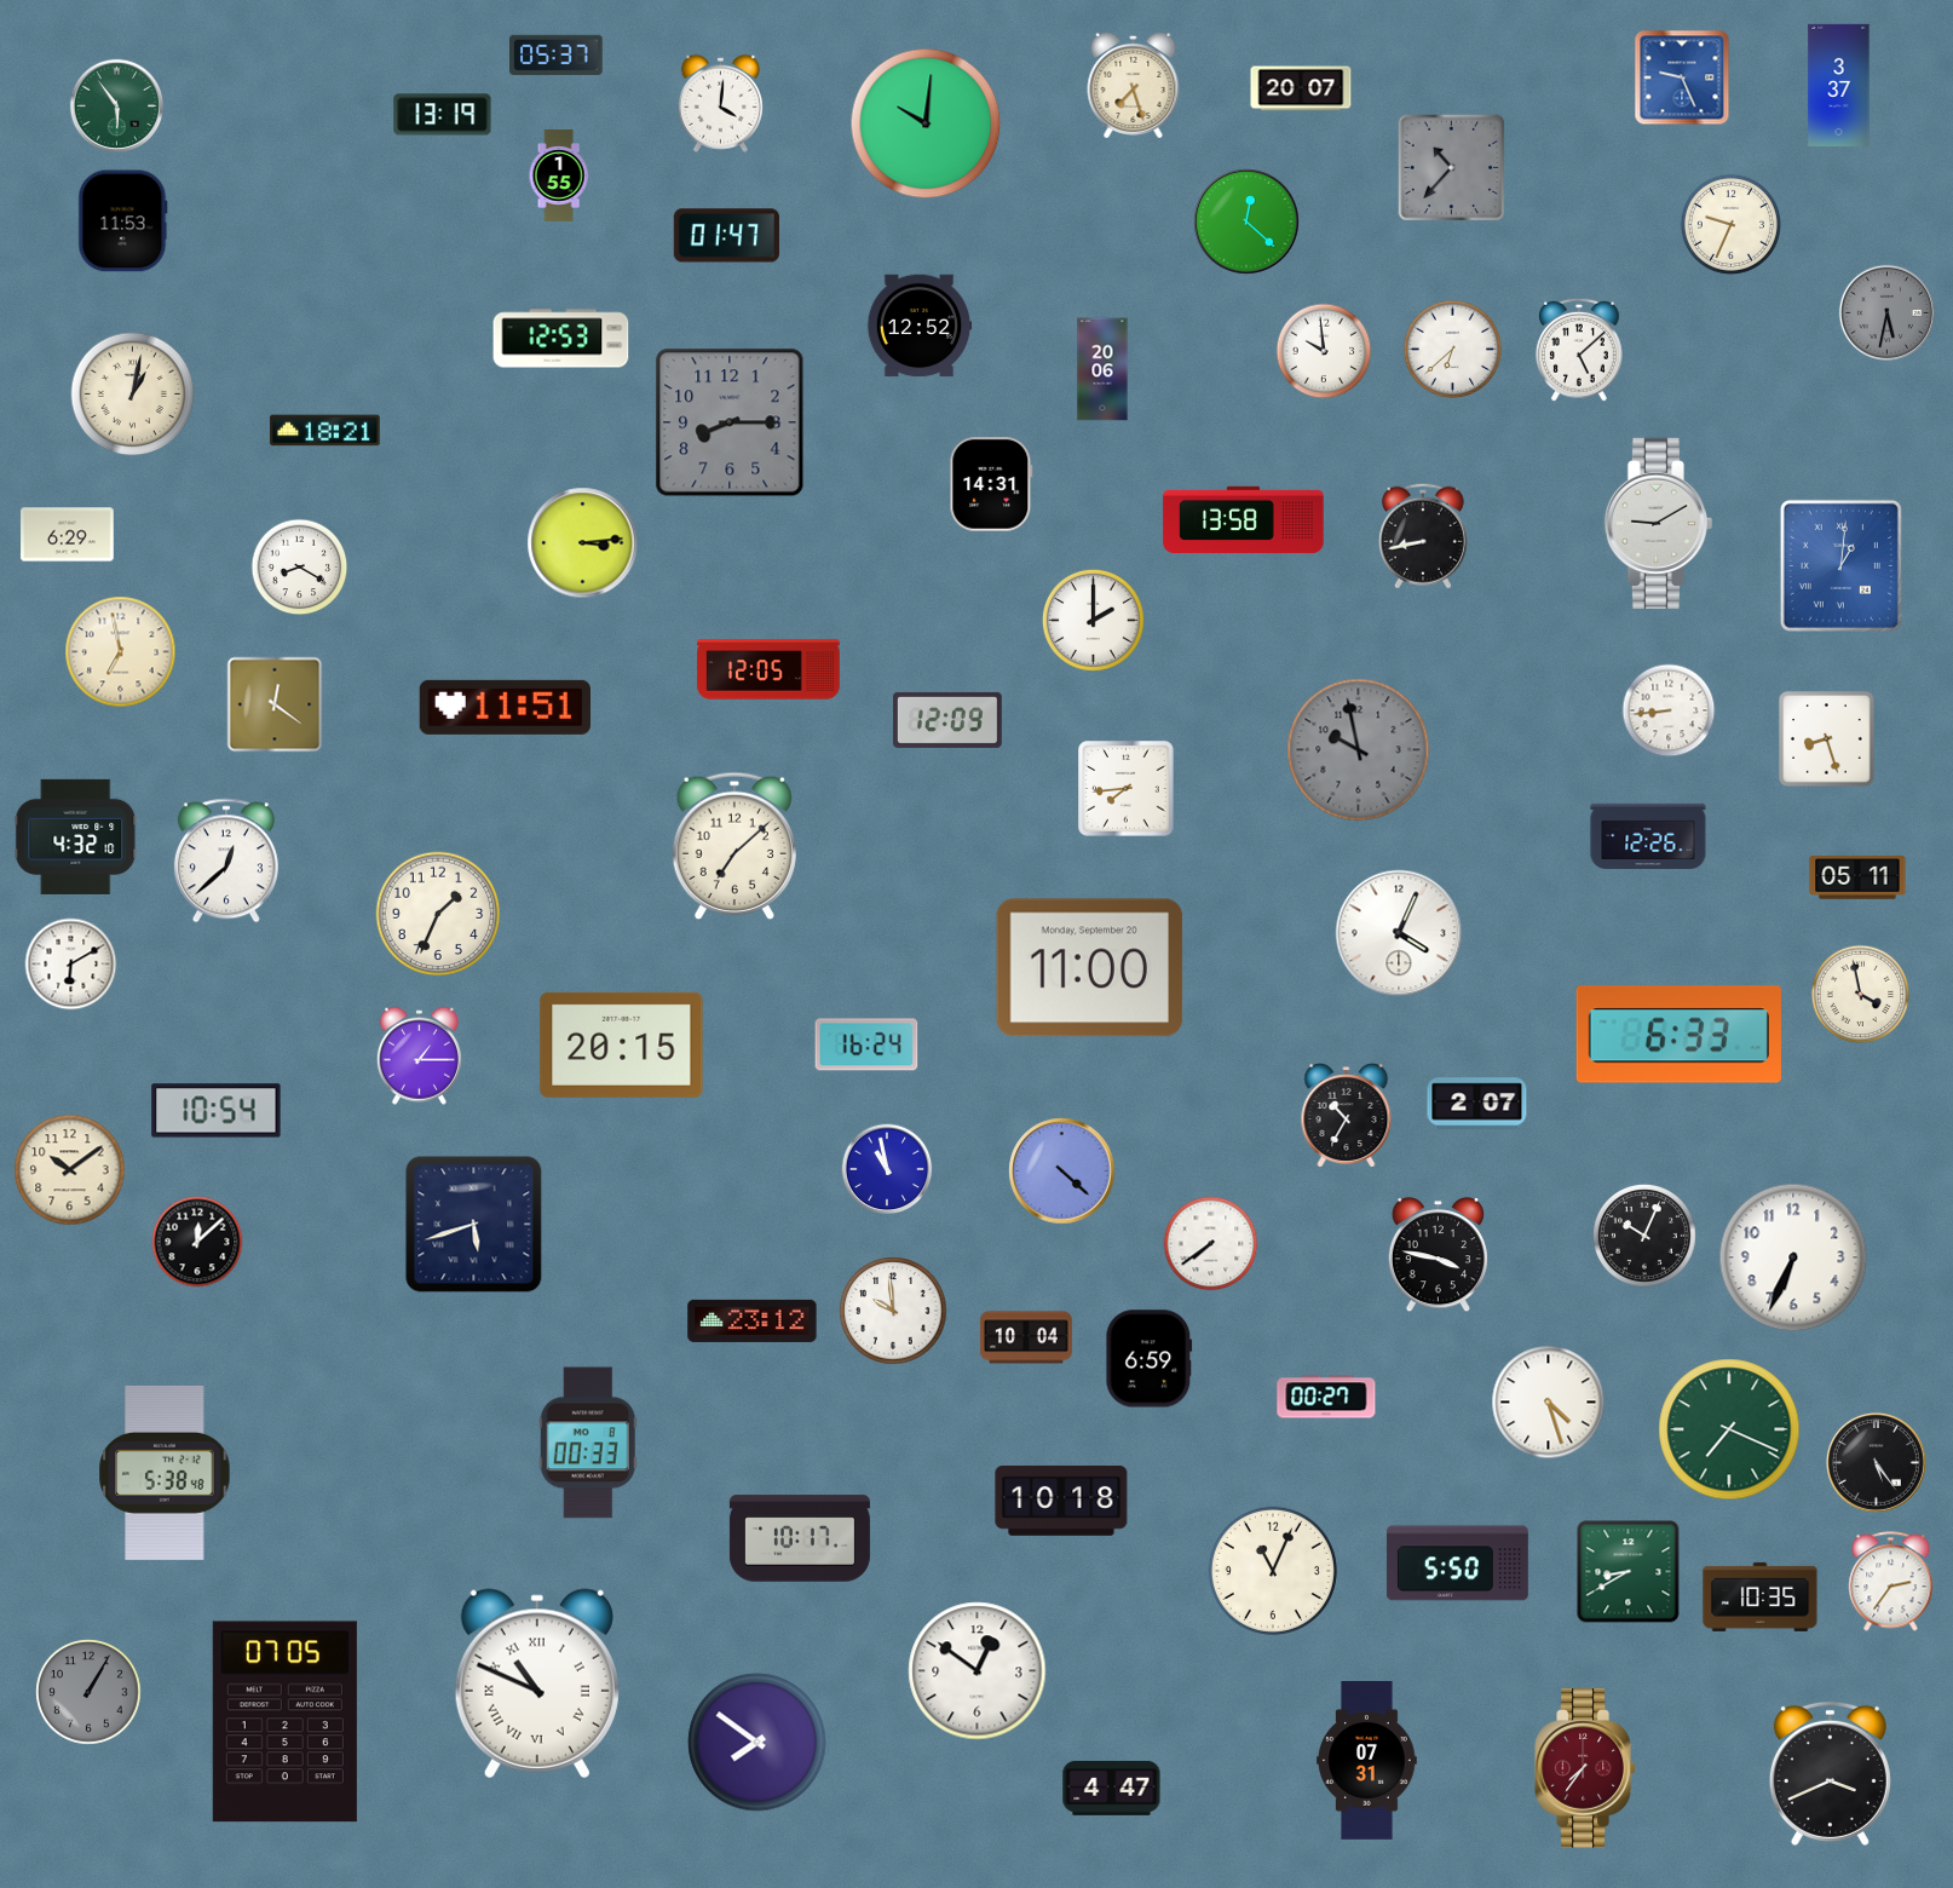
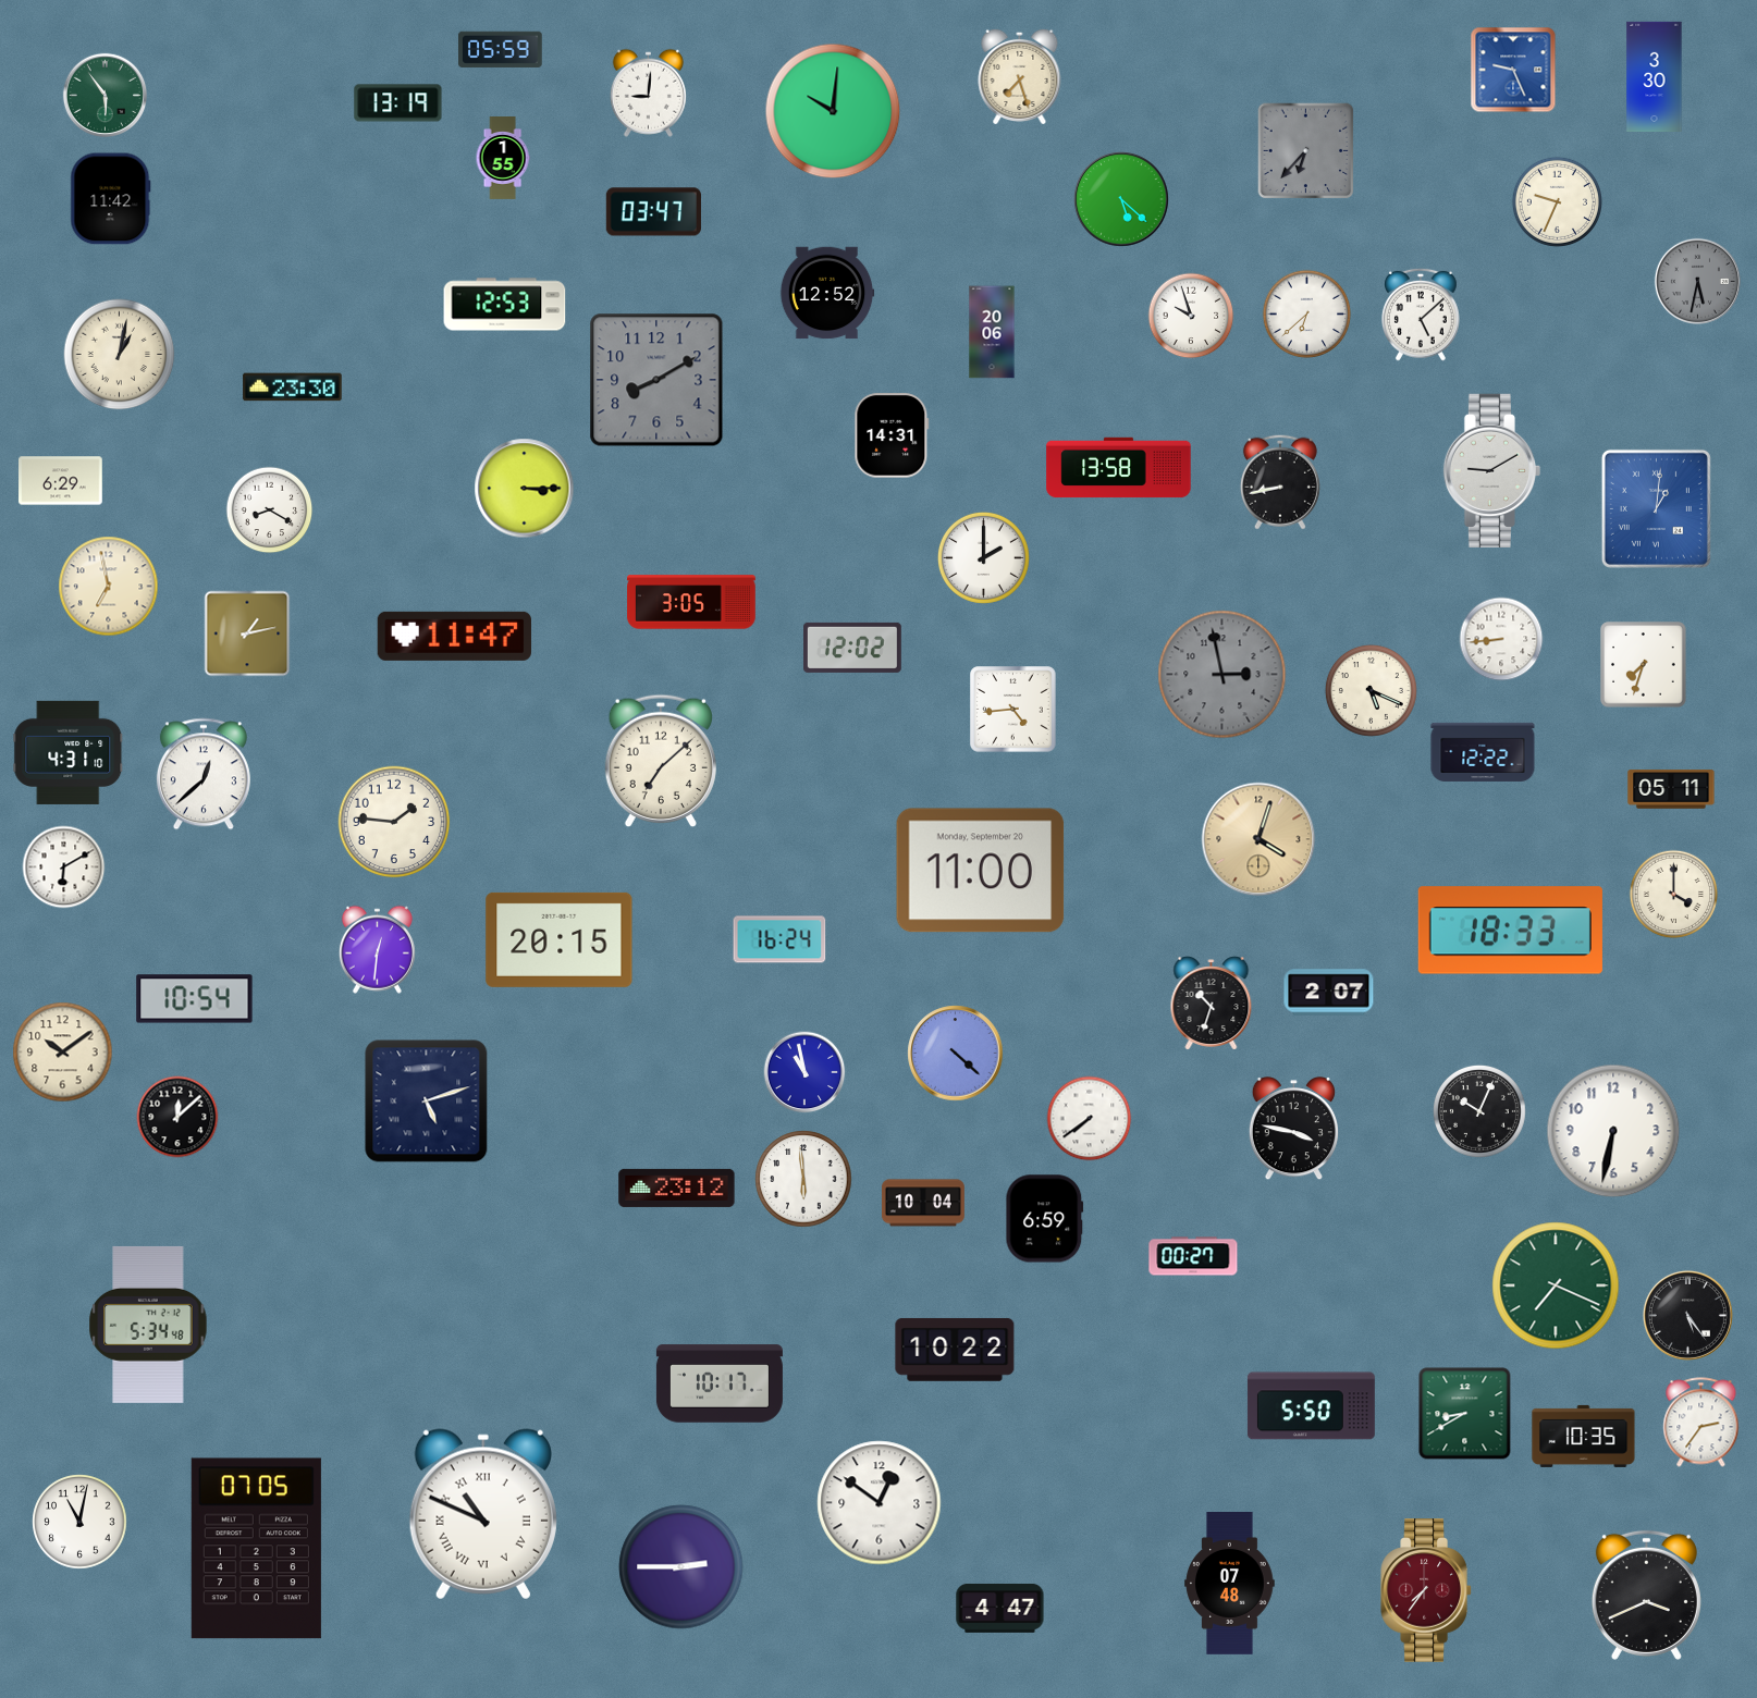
clock at (557, 54): 05:37 -> 05:59
clock at (1839, 85): 3:37 -> 3:30
clock at (1301, 88): 20:07 -> none
clock at (720, 103): 4:01 -> 9:01
clock at (1452, 168): 10:37 -> 6:37
clock at (123, 221): 11:53 -> 11:42
clock at (1246, 221): 12:22 -> 5:22
clock at (726, 236): 01:47 -> 03:47
clock at (1324, 351): 9:59 -> 9:57
clock at (730, 422): 8:15 -> 8:10
clock at (325, 431): 18:21 -> 23:30
clock at (583, 543): 3:14 -> 3:15
clock at (768, 669): 12:05 -> 3:05
clock at (275, 704): 12:21 -> 1:13
clock at (505, 707): 11:51 -> 11:47
clock at (949, 720): 12:09 -> 12:02
clock at (1827, 739): 8:27 -> 7:33
clock at (1359, 750): 9:58 -> 2:58
clock at (1371, 690): none -> 5:19
clock at (1127, 789): 7:44 -> 4:44
clock at (76, 836): 4:32 -> 4:31
clock at (1648, 836): 12:26 -> 12:22
clock at (438, 914): 1:34 -> 1:46
clock at (1399, 933): 4:04 -> 4:03
clock at (1399, 933) dial: white -> champagne
clock at (1861, 995): 3:58 -> 4:00
clock at (1678, 1035): 6:33 -> 18:33
clock at (419, 1055): 1:15 -> 12:31
clock at (1347, 1116): 10:35 -> 10:33
clock at (887, 1169) position: (887, 1169) -> (804, 1072)
clock at (474, 1225): 5:42 -> 5:12
clock at (1793, 1257): 6:34 -> 6:32
clock at (893, 1311): 9:59 -> 5:59
clock at (1150, 1359) position: (1150, 1359) -> (1045, 1219)
clock at (1549, 1403): 4:27 -> none
clock at (588, 1443): 00:33 -> none
clock at (165, 1473): 5:38 -> 5:34
clock at (1061, 1501): 10:18 -> 10:22
clock at (1273, 1571): 11:04 -> none
clock at (88, 1692): 1:05 -> 11:02
clock at (88, 1692) dial: grey -> white
clock at (757, 1743): 7:51 -> 2:45
clock at (1367, 1761): 07:31 -> 07:48
